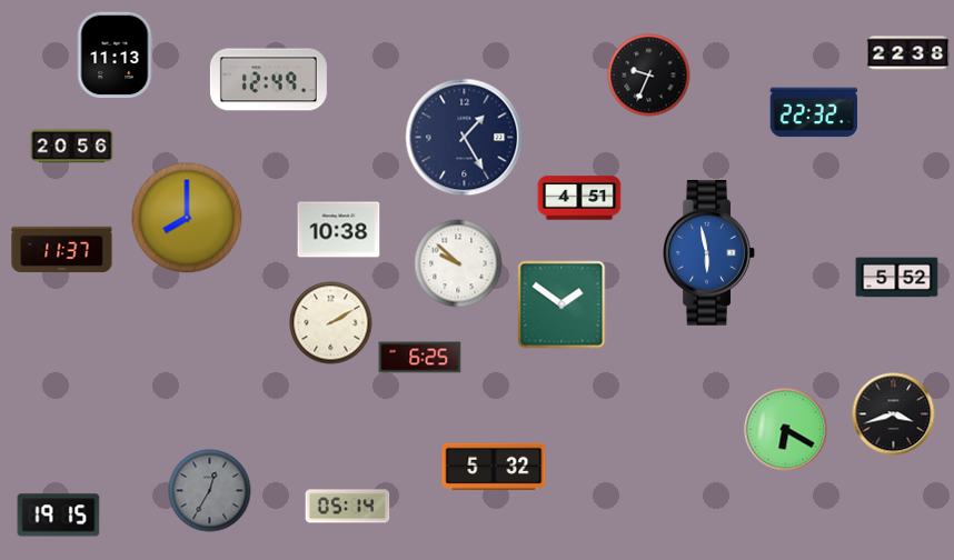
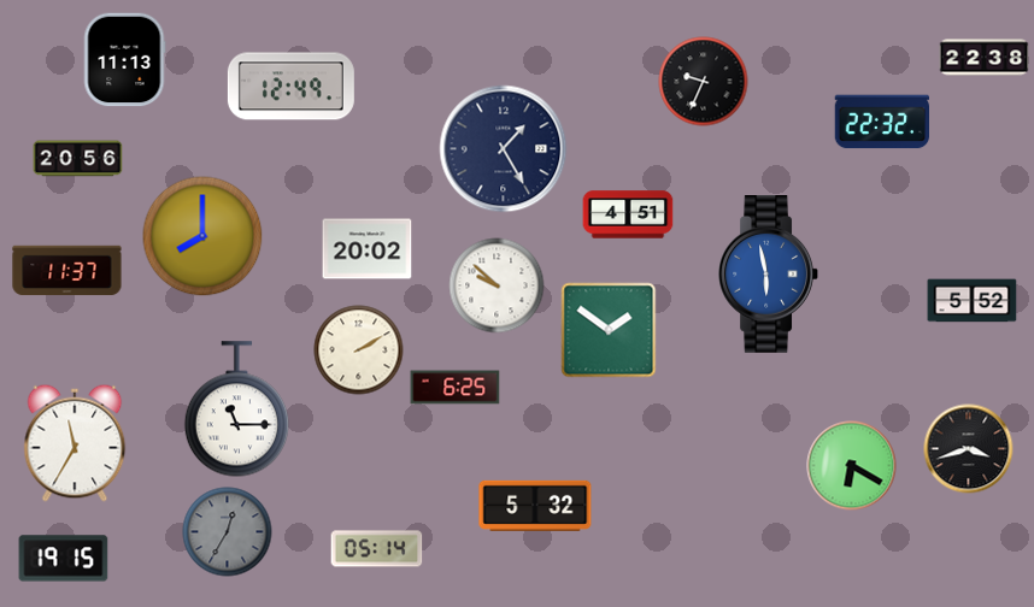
clock at (339, 230): 10:38 -> 20:02
clock at (236, 409): none -> 11:15
clock at (75, 443): none -> 11:35
